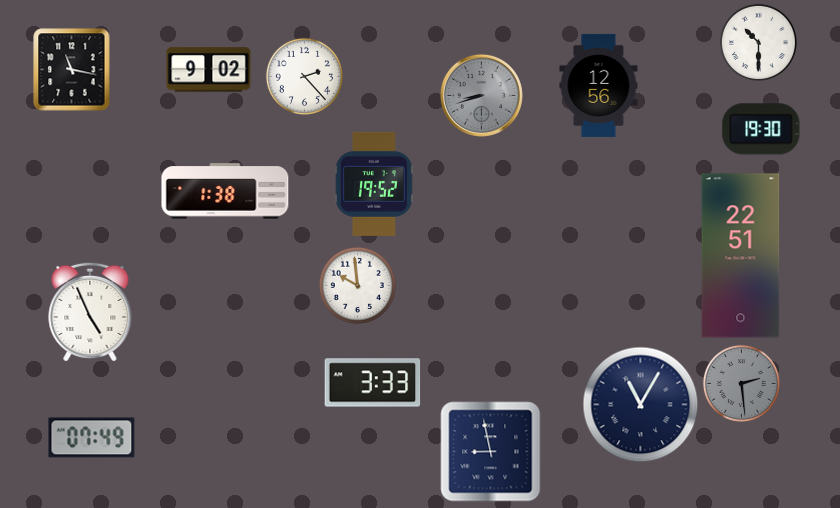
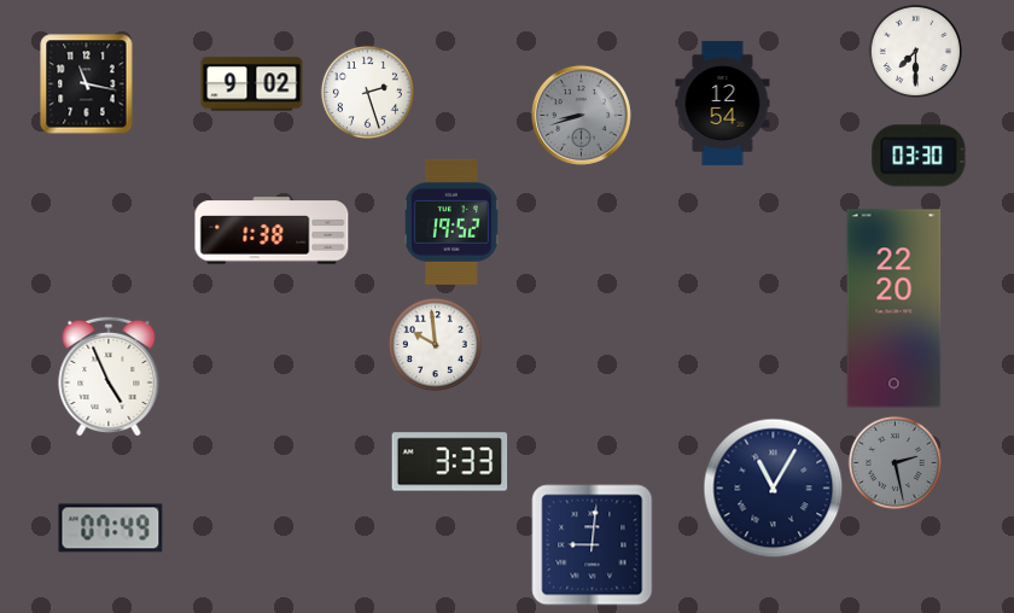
clock at (758, 42): 10:30 -> 7:30
clock at (304, 76): 2:23 -> 2:27
clock at (599, 85): 12:56 -> 12:54
clock at (761, 129): 19:30 -> 03:30
clock at (741, 256): 22:51 -> 22:20
clock at (357, 285) position: (357, 285) -> (435, 344)
clock at (741, 383): 2:29 -> 2:28
clock at (491, 452): 8:58 -> 9:01
